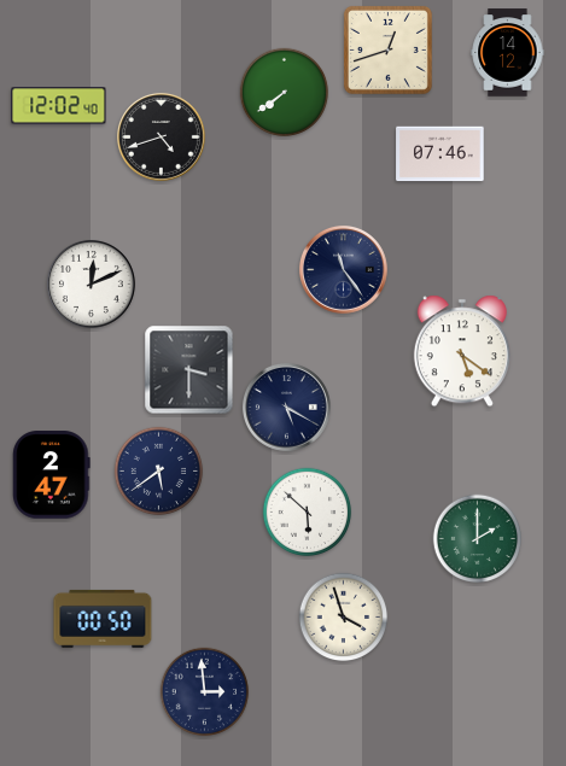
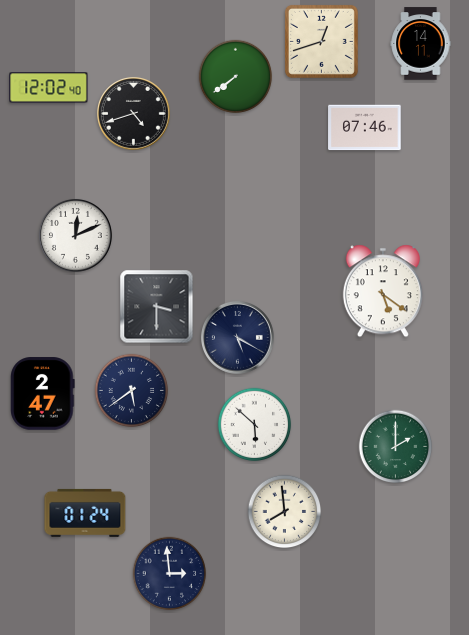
clock at (508, 53): 14:12 -> 14:11
clock at (344, 270): 11:24 -> none
clock at (344, 618): 3:57 -> 7:59
clock at (103, 619): 00:50 -> 01:24
